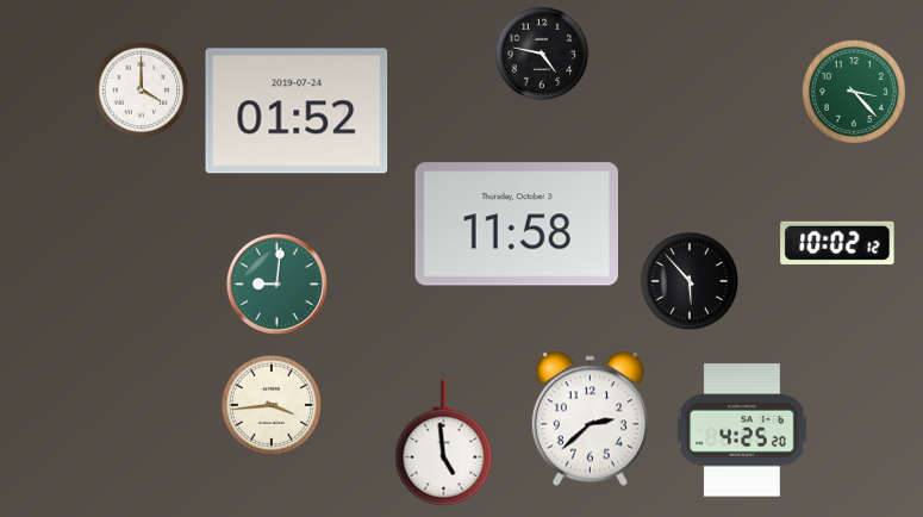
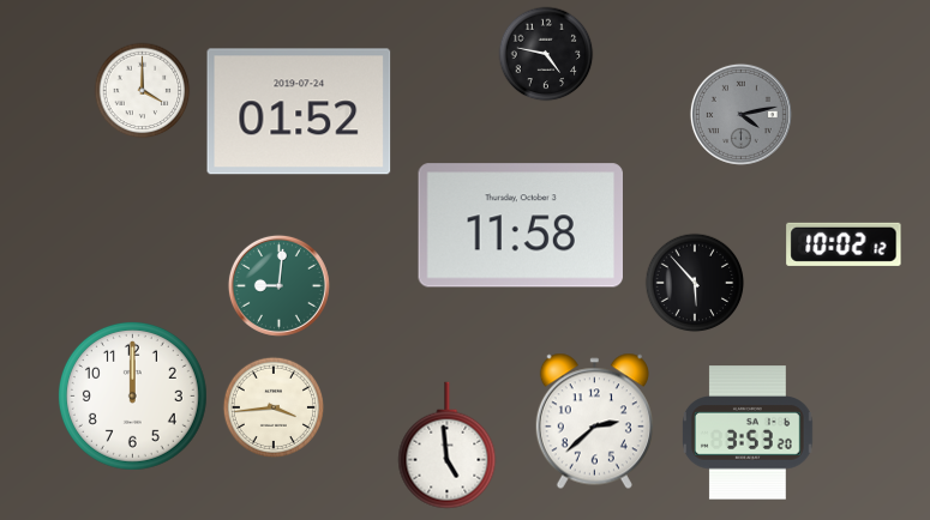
clock at (854, 92): 3:23 -> none
clock at (740, 114): none -> 4:13
clock at (132, 395): none -> 12:00
clock at (743, 430): 4:25 -> 3:53
